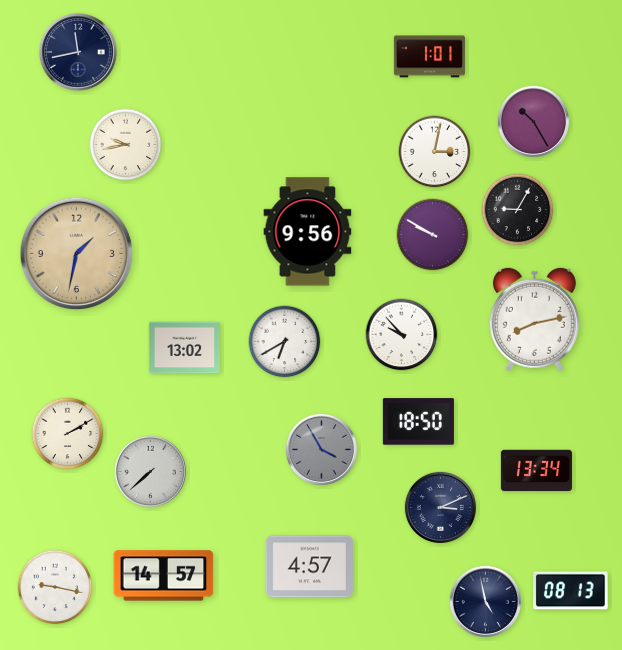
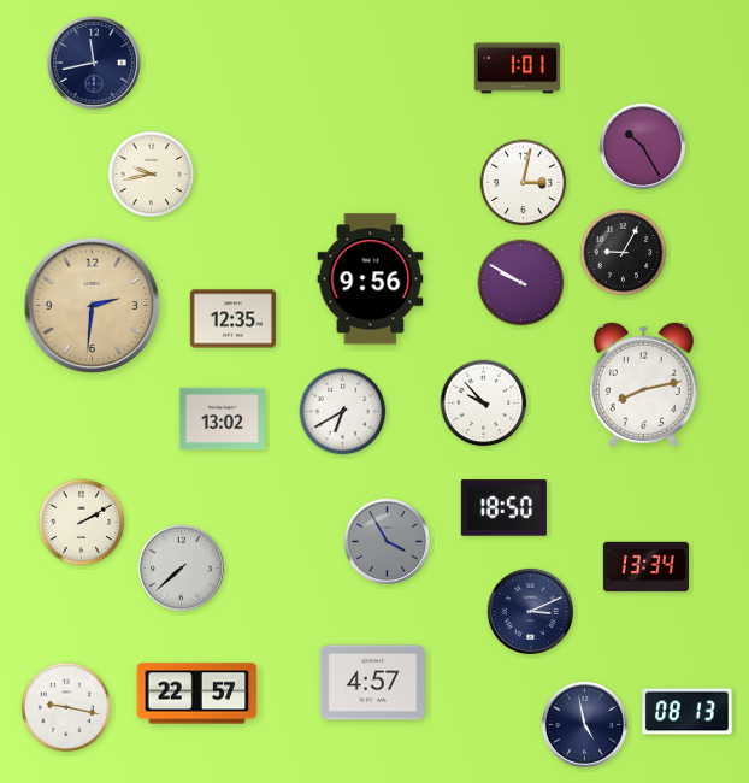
clock at (77, 254): 1:32 -> 2:31
clock at (232, 319): none -> 12:35
clock at (164, 576): 14:57 -> 22:57
